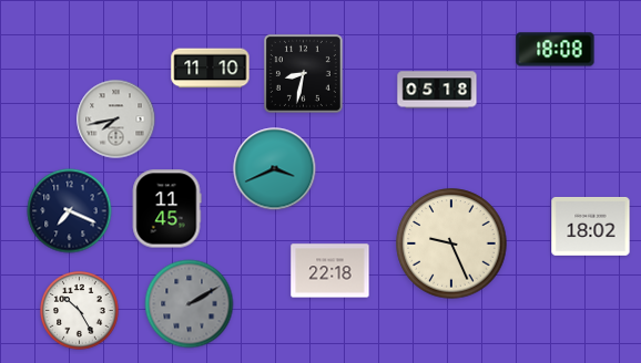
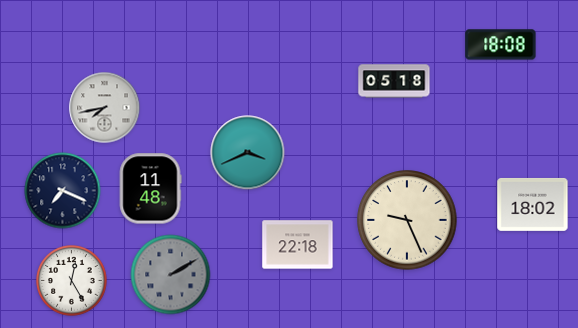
clock at (211, 69): 11:10 -> none
clock at (303, 73): 8:32 -> none
clock at (166, 209): 11:45 -> 11:48
clock at (80, 311): 10:25 -> 12:25
